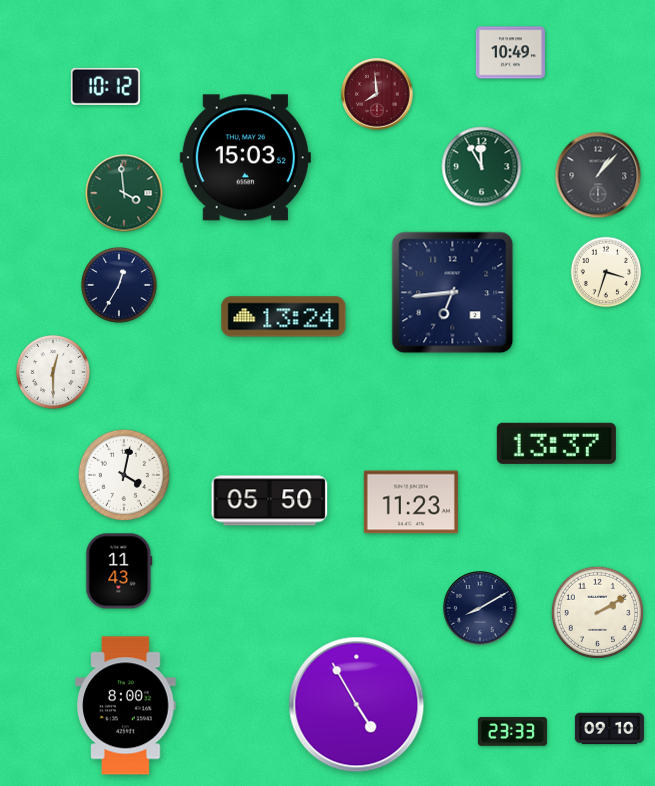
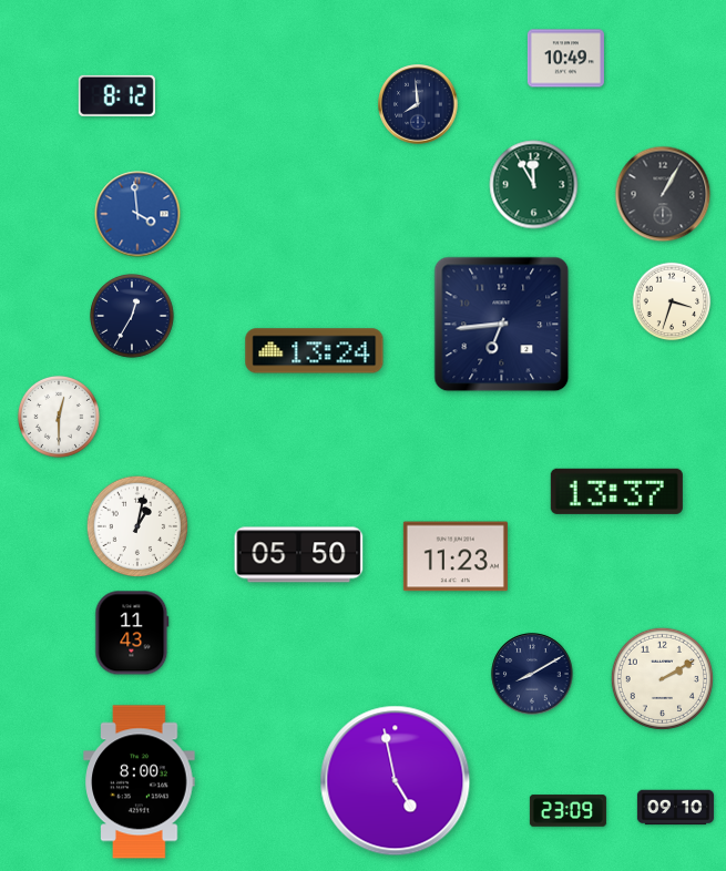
clock at (105, 86): 10:12 -> 8:12
clock at (377, 94) dial: burgundy -> navy
clock at (245, 158): 15:03 -> none
clock at (598, 175): 1:07 -> 1:05
clock at (124, 193) dial: green -> blue
clock at (53, 372) position: (53, 372) -> (59, 417)
clock at (124, 475): 4:02 -> 1:02
clock at (357, 705): 4:55 -> 4:58
clock at (512, 732): 23:33 -> 23:09
